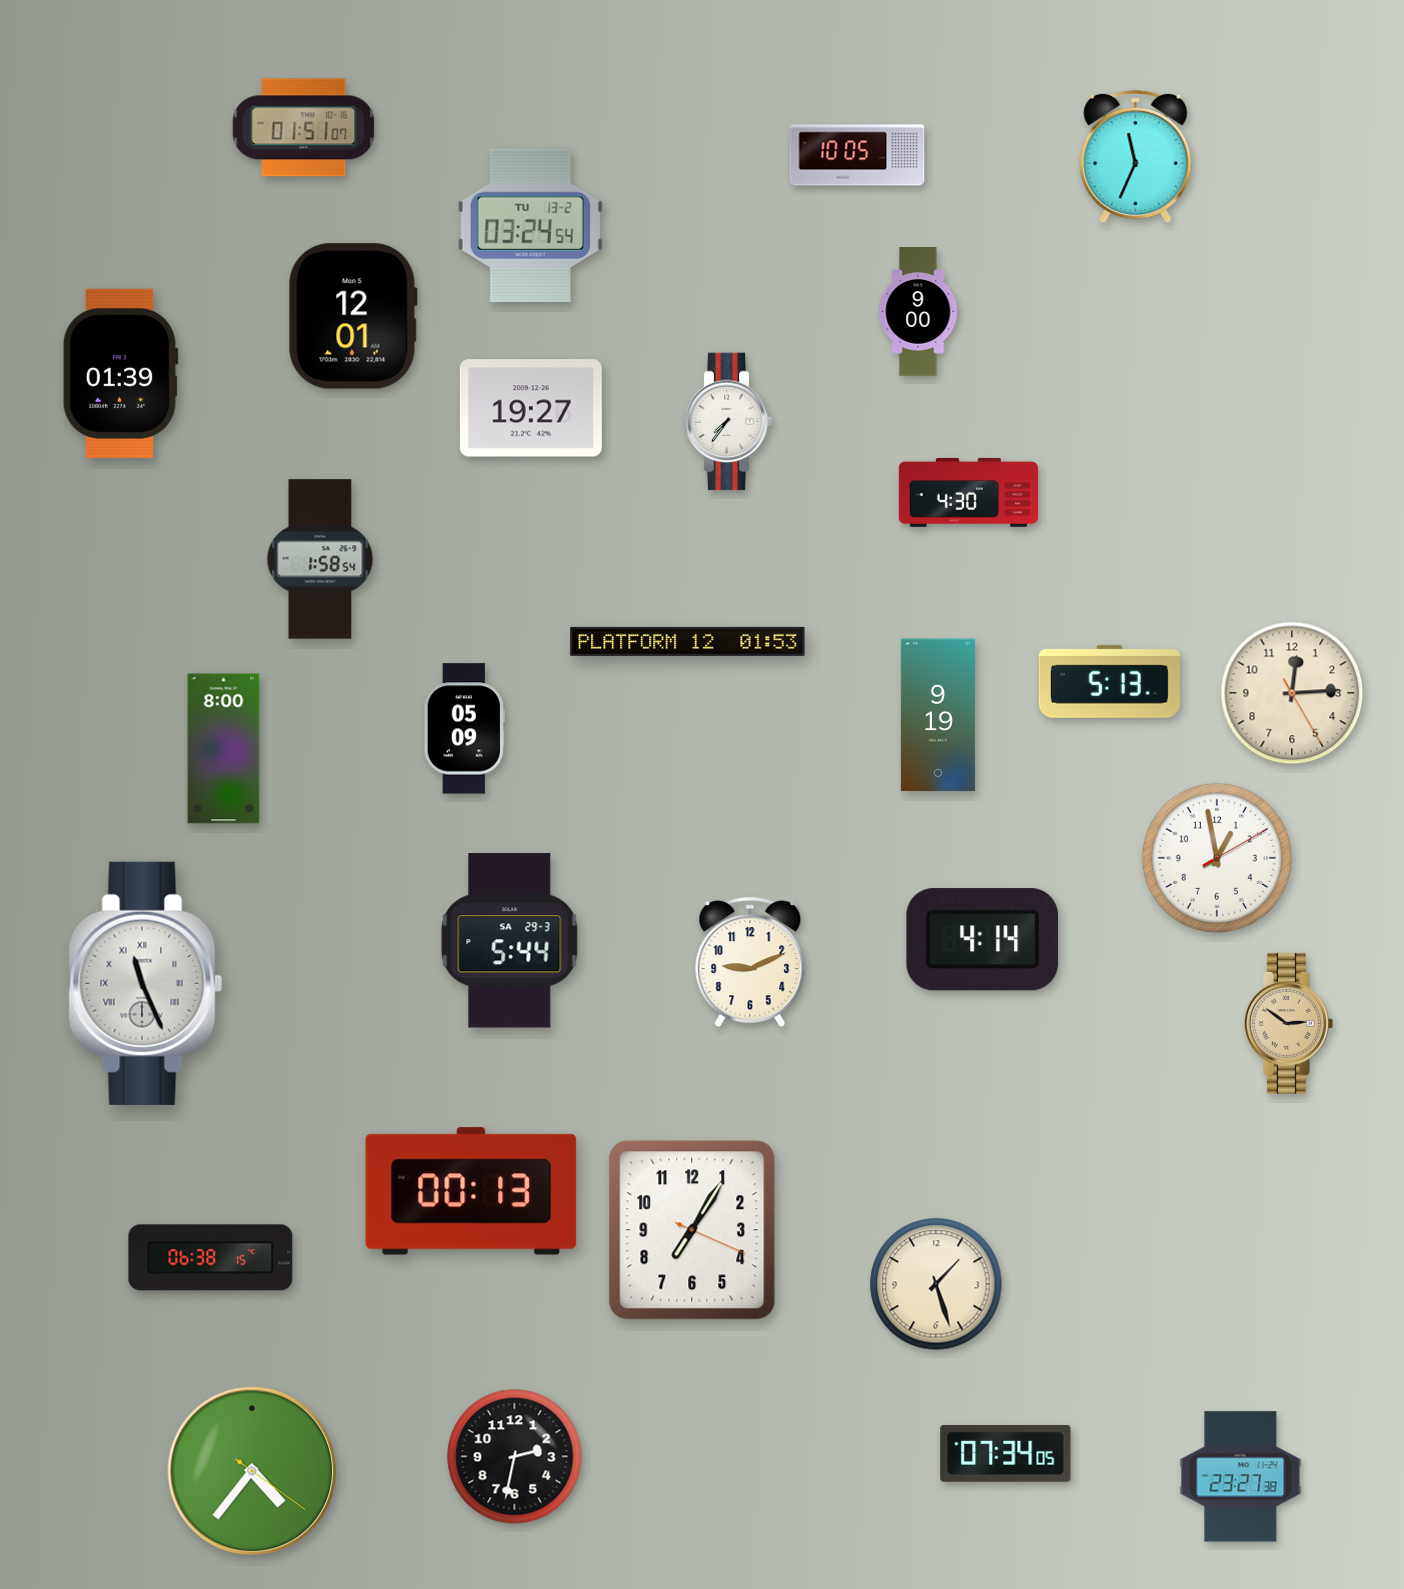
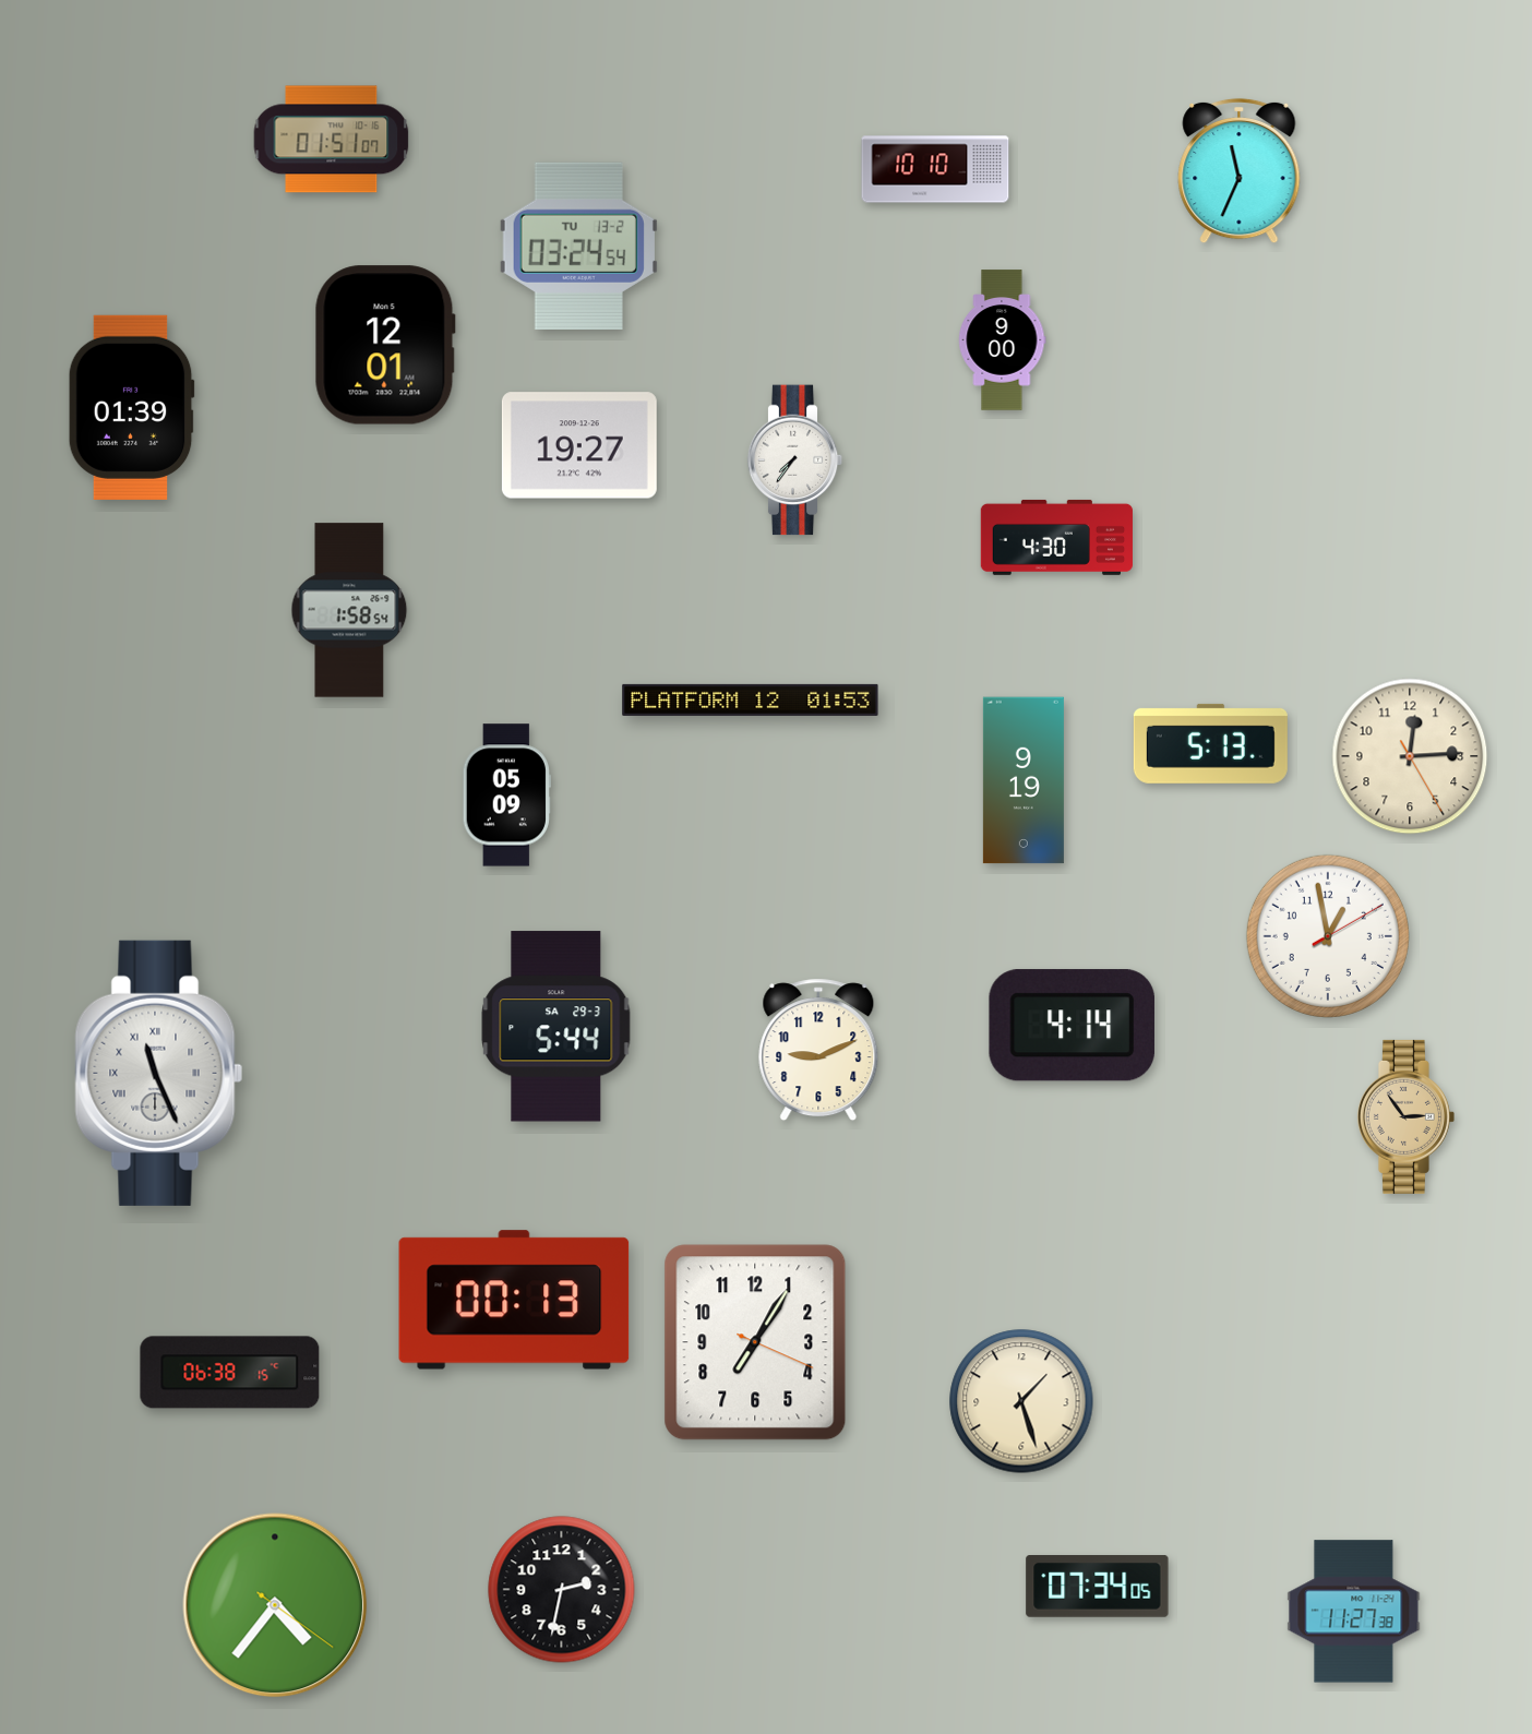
clock at (857, 155): 10:05 -> 10:10
clock at (224, 749): 8:00 -> none
clock at (1288, 1023): 2:51 -> 2:54
clock at (1241, 1477): 23:27 -> 11:27
